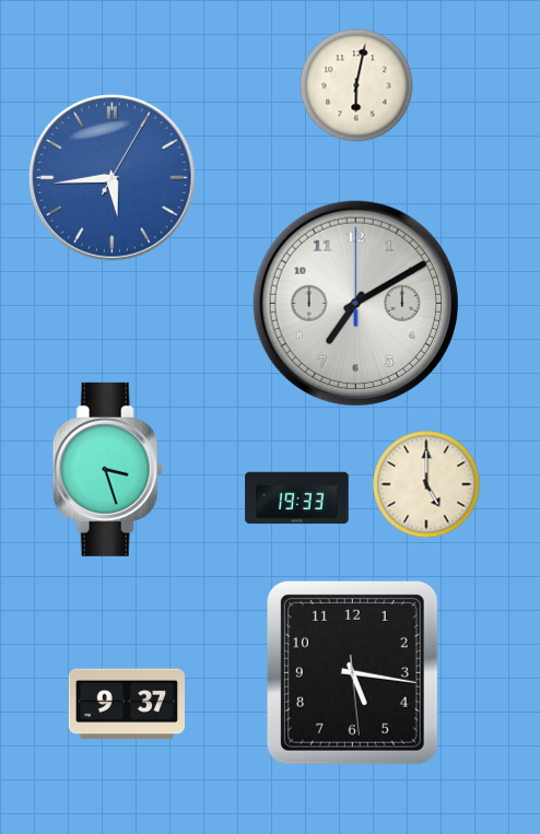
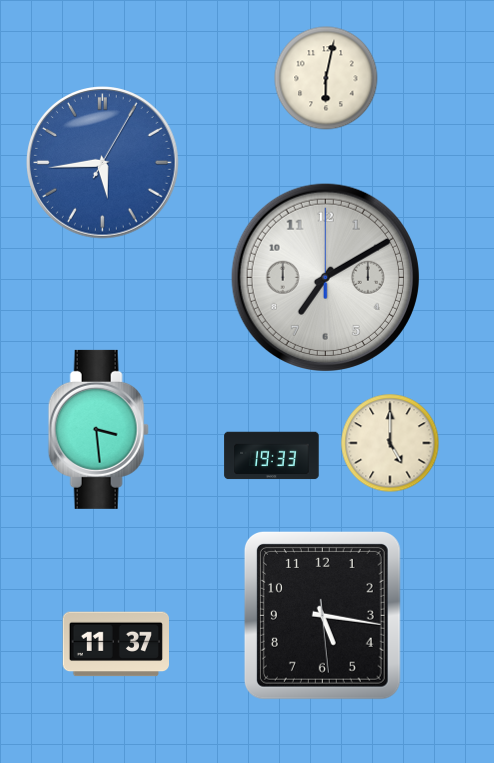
clock at (107, 469): 3:27 -> 3:29
clock at (126, 704): 9:37 -> 11:37
